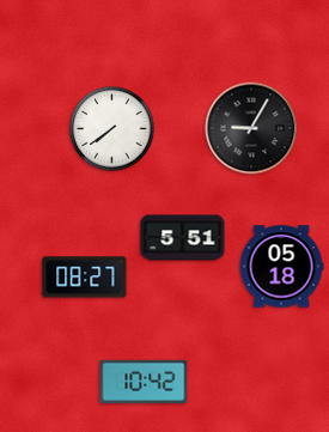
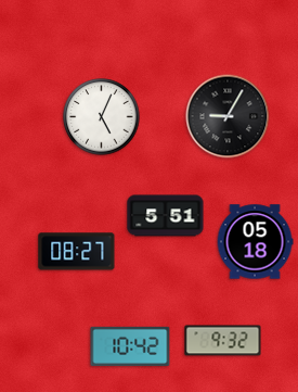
clock at (112, 129): 7:39 -> 5:04
clock at (223, 341): none -> 9:32
